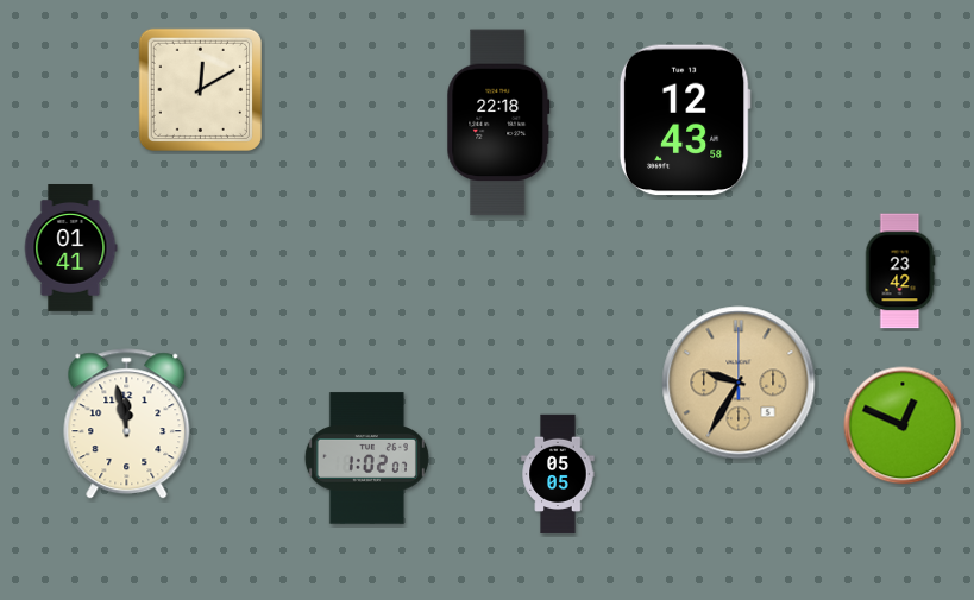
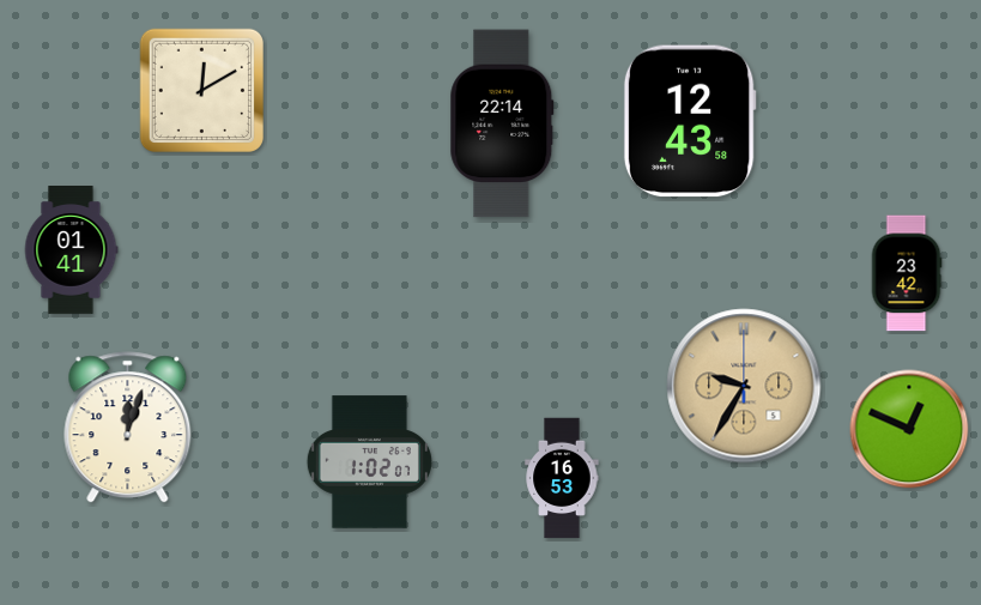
clock at (498, 122): 22:18 -> 22:14
clock at (127, 424): 11:58 -> 12:03
clock at (558, 474): 05:05 -> 16:53
